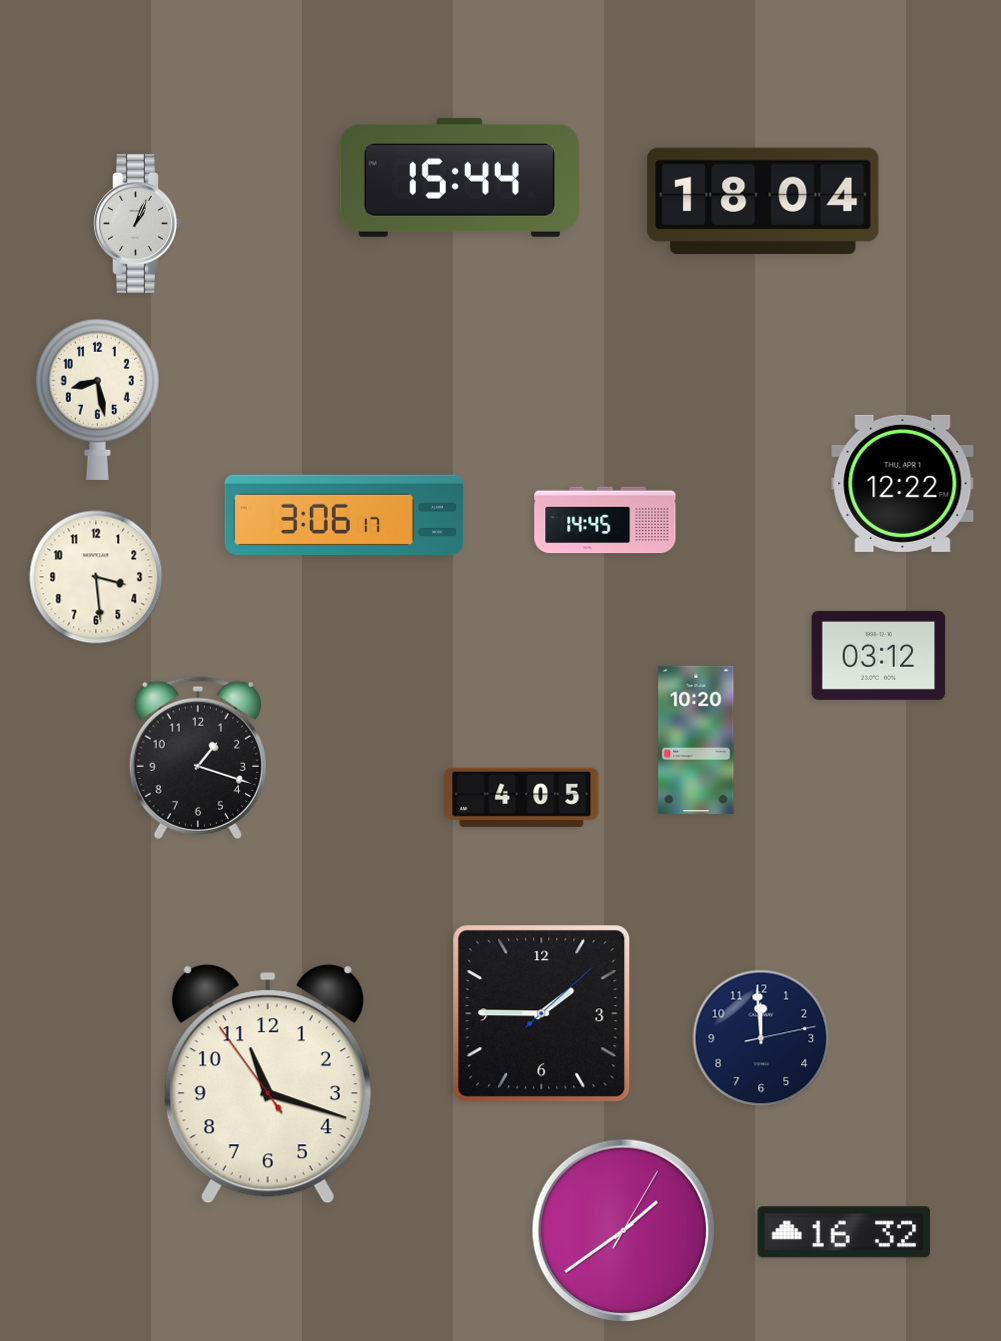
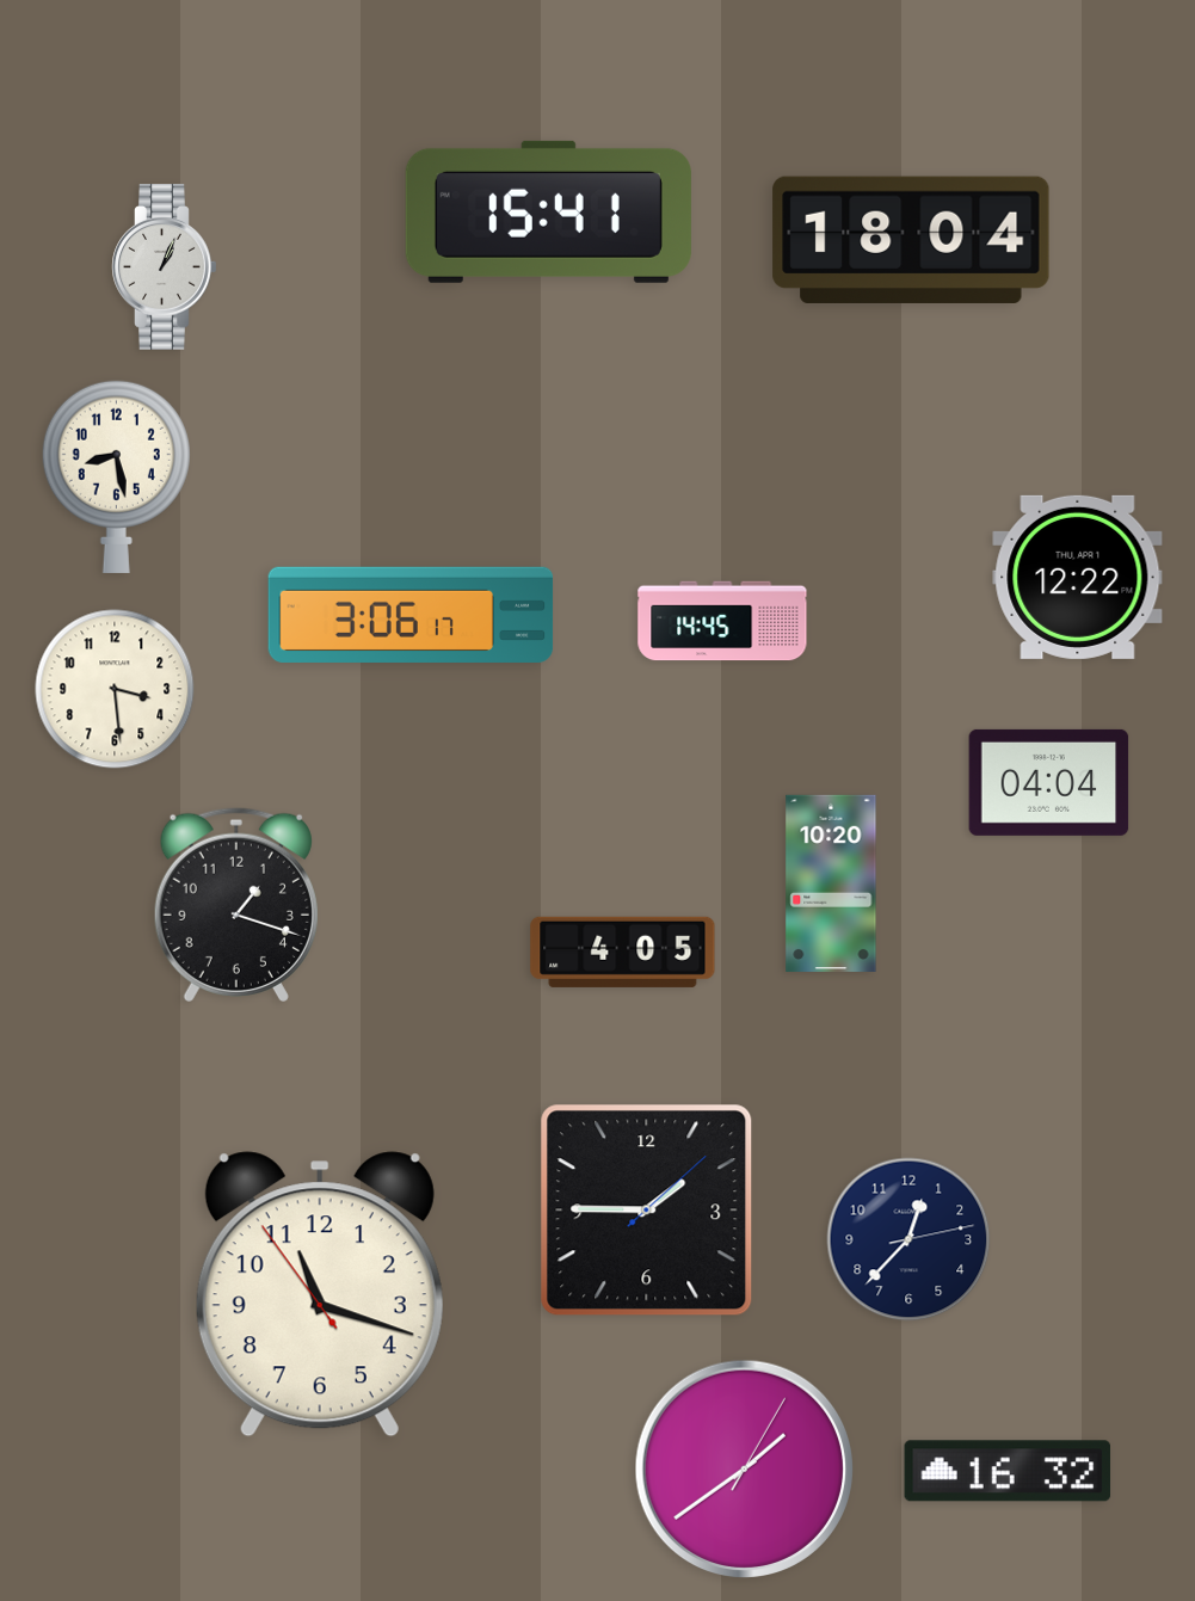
clock at (459, 177): 15:44 -> 15:41
clock at (879, 655): 03:12 -> 04:04
clock at (761, 1038): 11:59 -> 12:37
